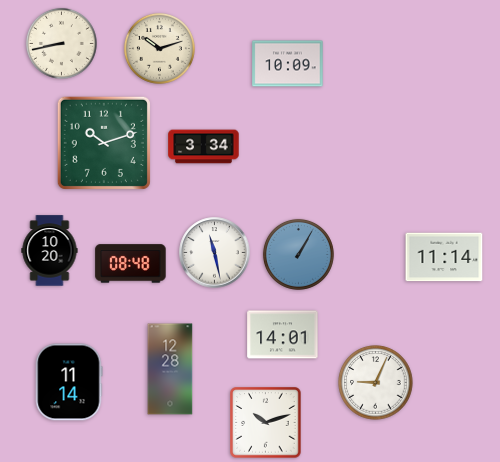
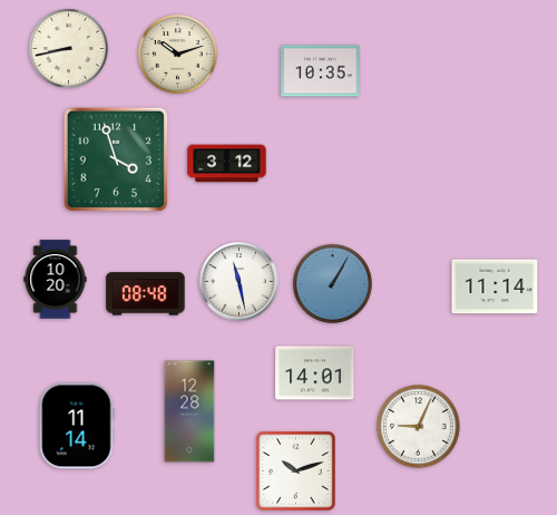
clock at (288, 64): 10:09 -> 10:35
clock at (104, 143): 10:12 -> 3:57
clock at (204, 147): 3:34 -> 3:12
